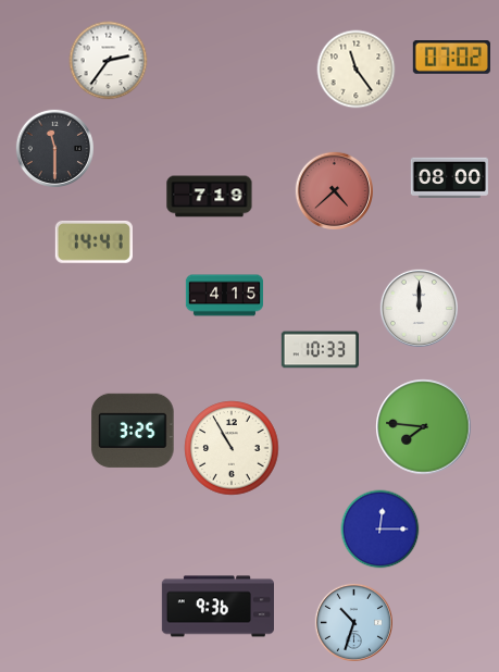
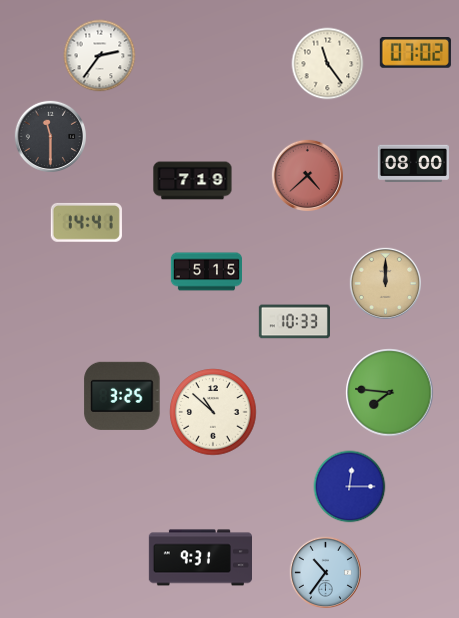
clock at (224, 296): 4:15 -> 5:15
clock at (419, 308) dial: white -> champagne
clock at (232, 448): 10:55 -> 10:52
clock at (217, 607): 9:36 -> 9:31
clock at (353, 622): 10:33 -> 10:36
